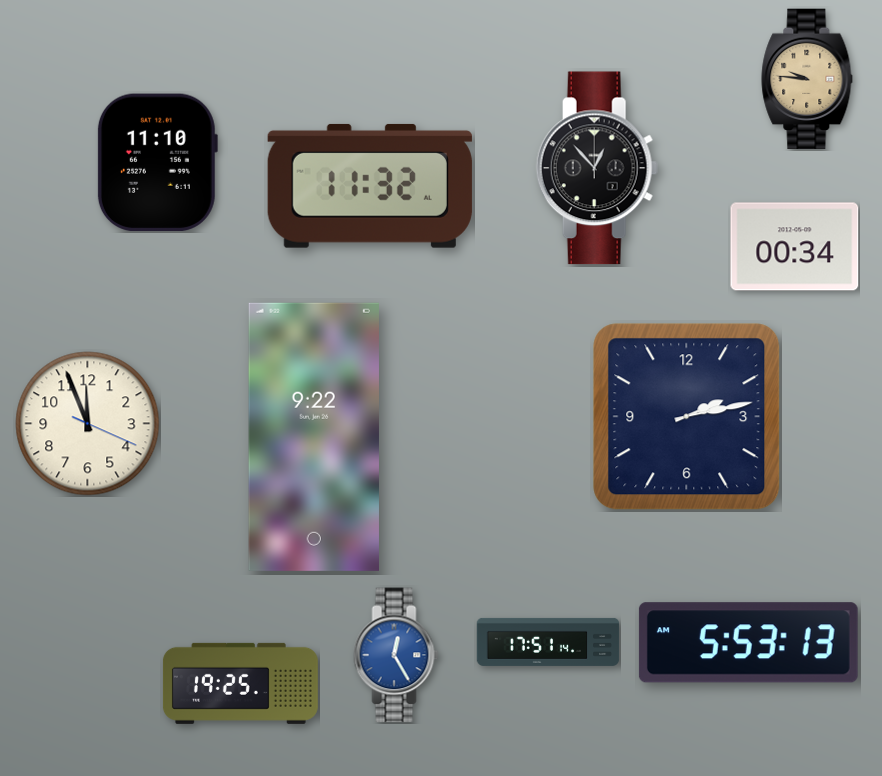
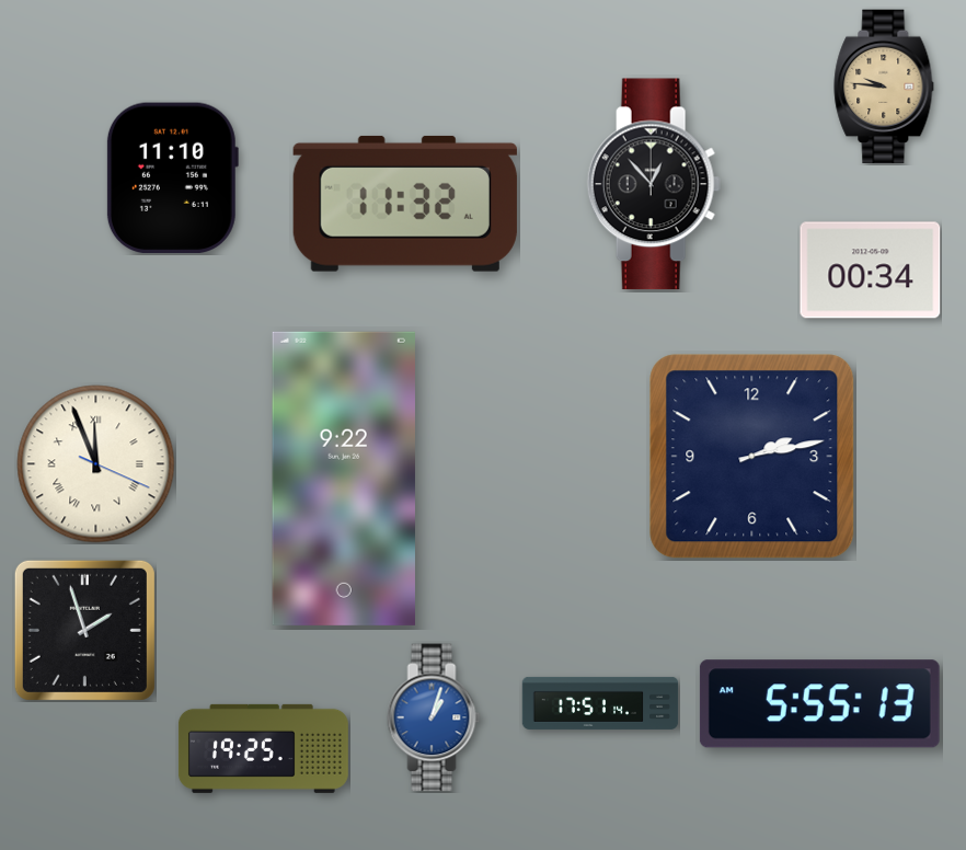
clock at (88, 424) numerals: Arabic -> Roman
clock at (84, 630): none -> 1:57
clock at (748, 643): 5:53 -> 5:55
clock at (396, 655): 12:25 -> 1:03
